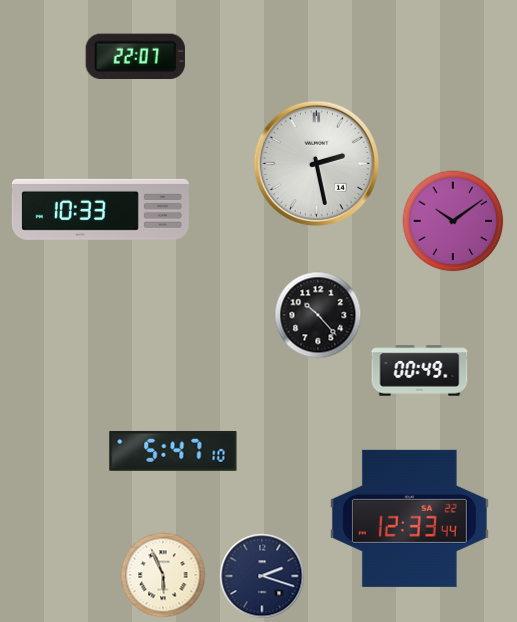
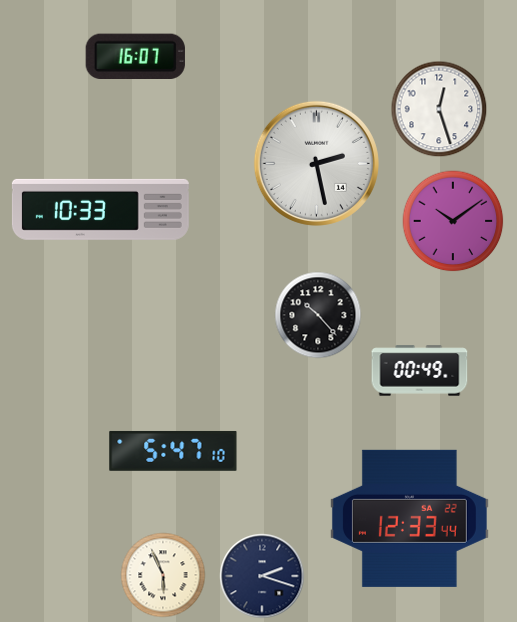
clock at (135, 56): 22:07 -> 16:07
clock at (439, 109): none -> 12:27
